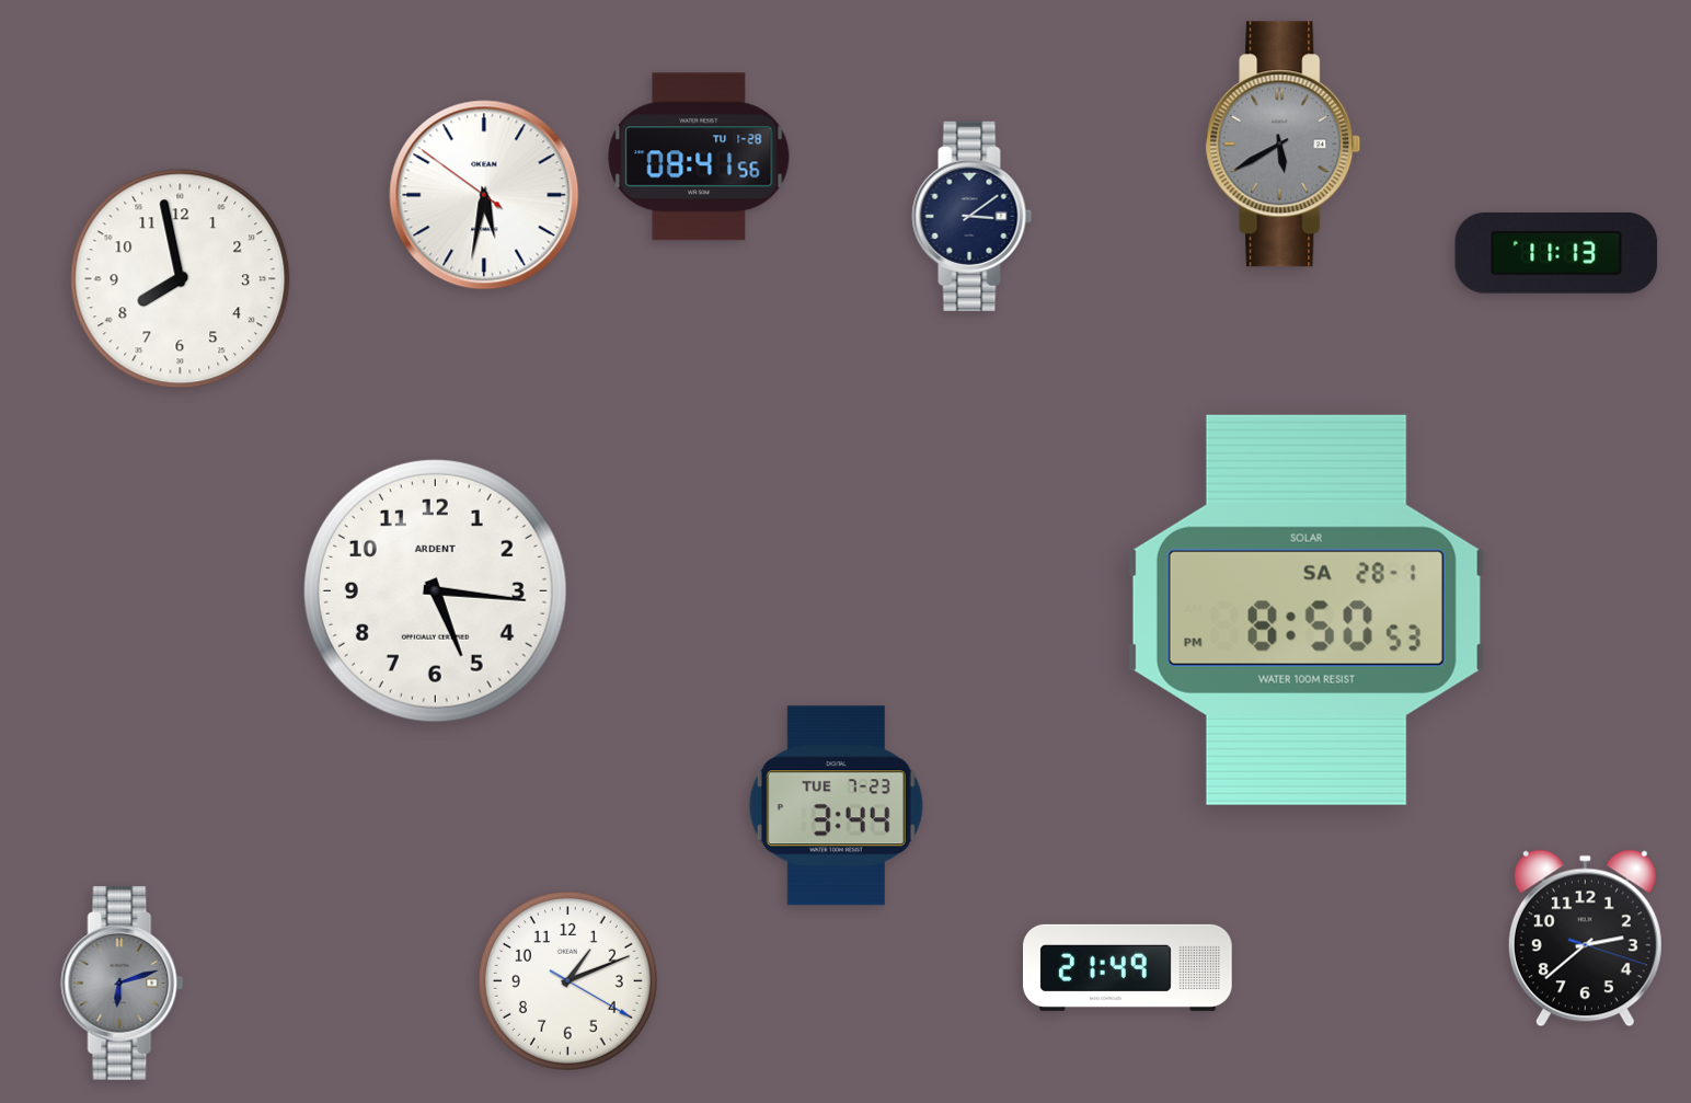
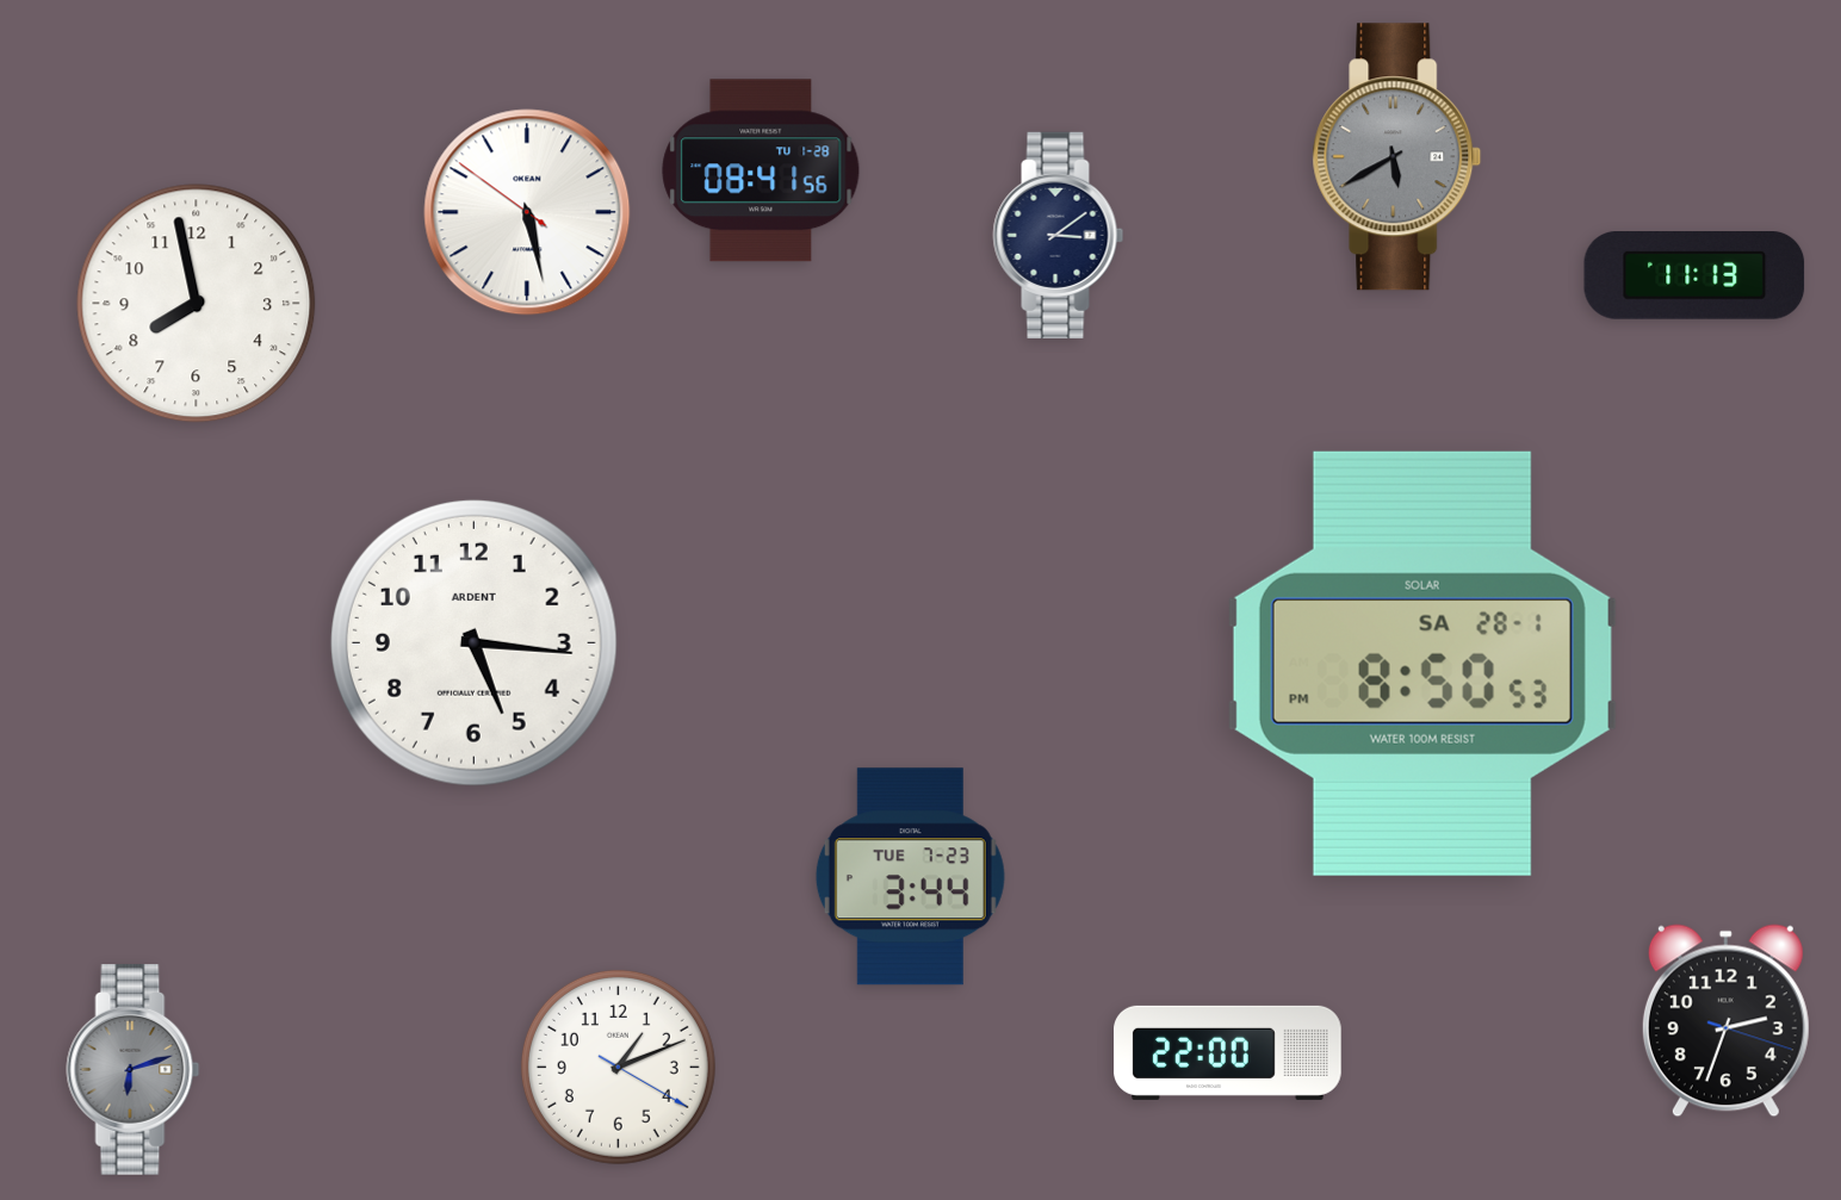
clock at (484, 195): 5:31 -> 5:27
clock at (1585, 939): 2:38 -> 2:33
clock at (1128, 967): 21:49 -> 22:00
